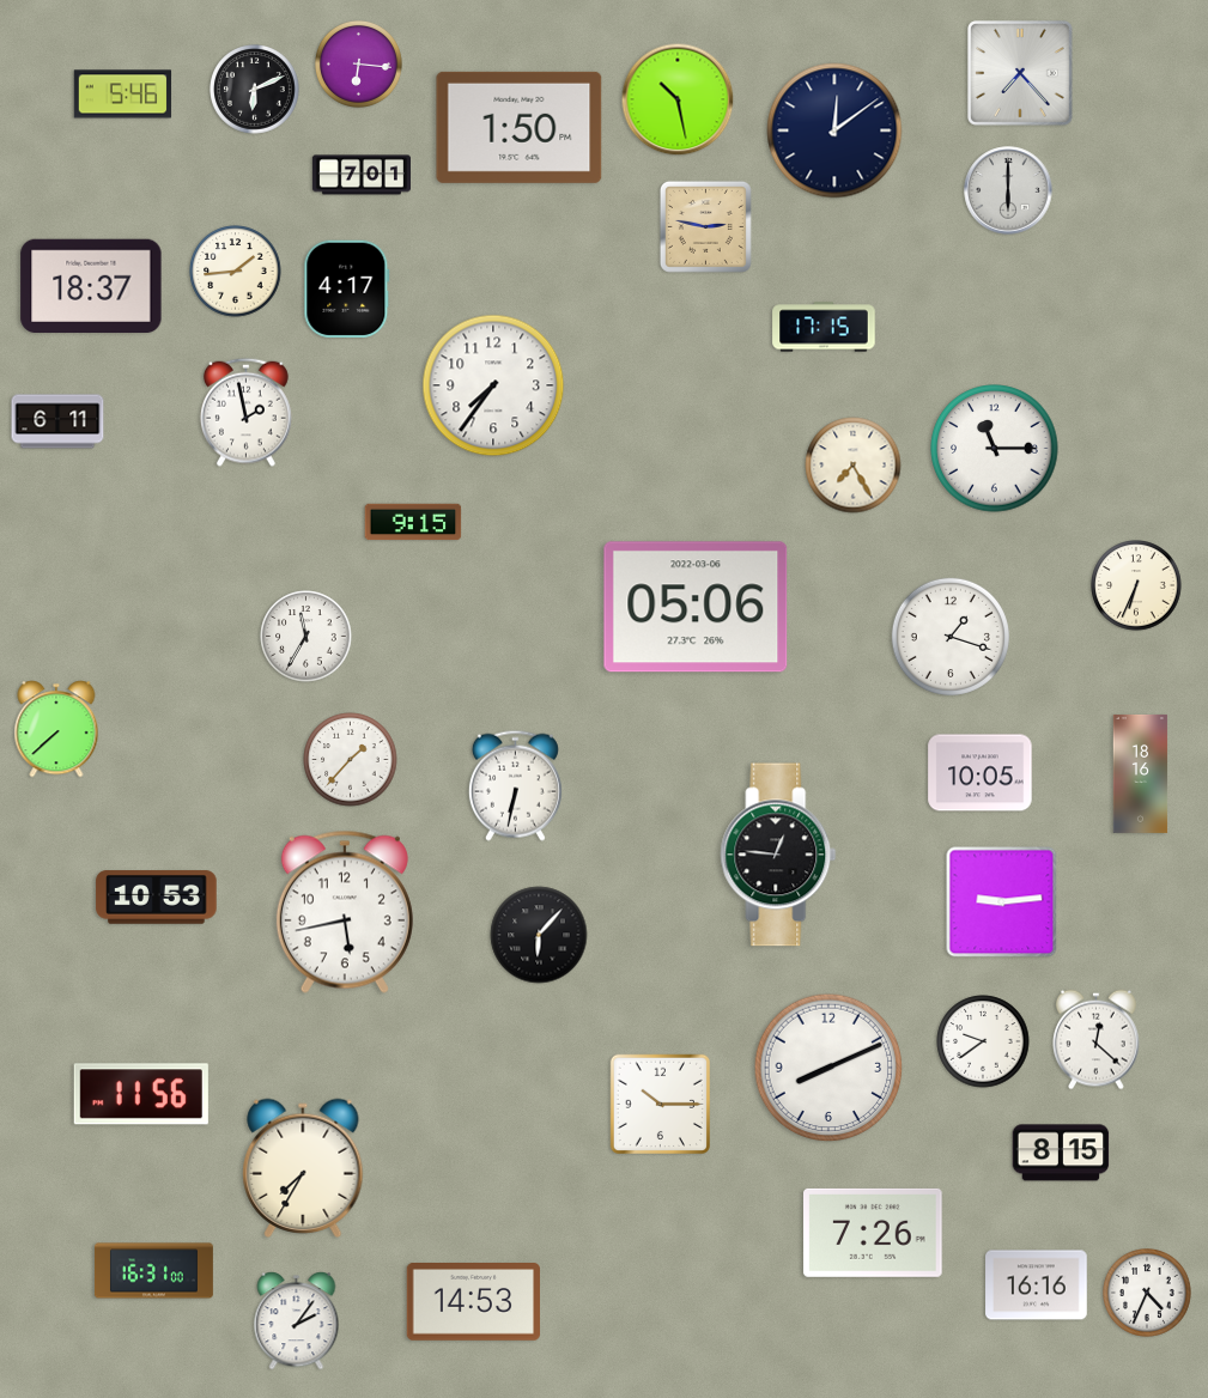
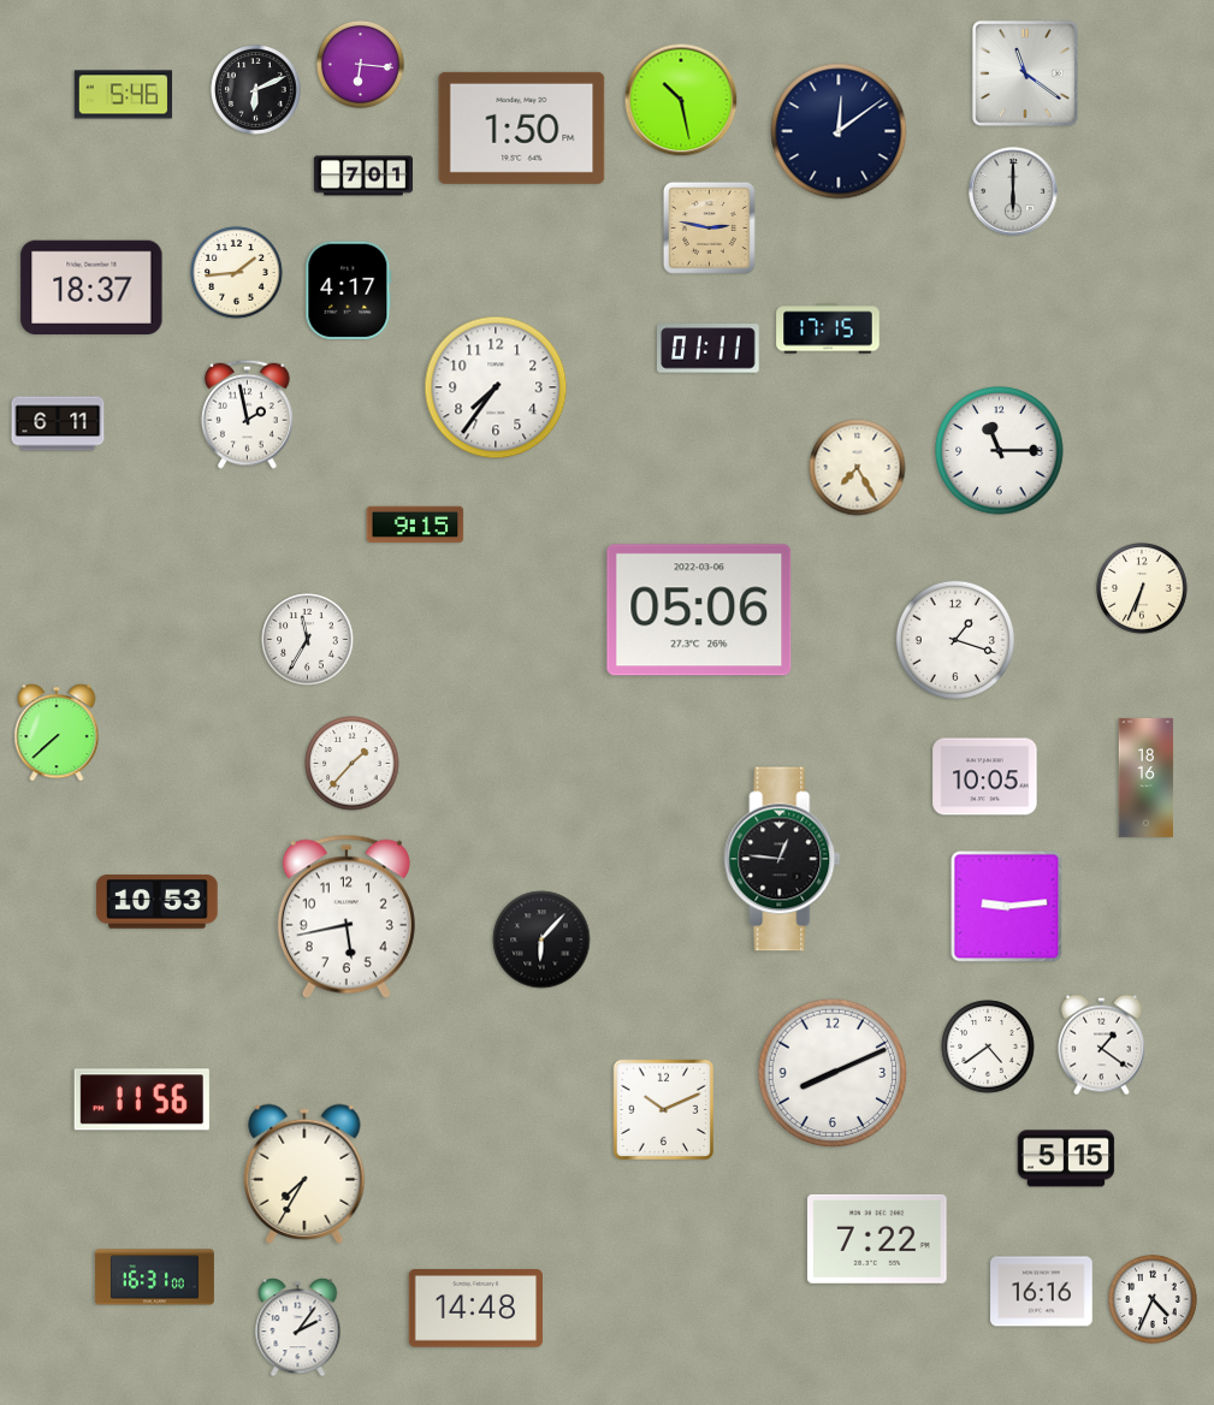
clock at (1021, 74): 7:23 -> 11:21
clock at (709, 349): none -> 01:11
clock at (515, 785): 6:32 -> none
clock at (1097, 1040): 12:22 -> 1:21
clock at (983, 1041): 9:39 -> 4:39
clock at (660, 1104): 10:15 -> 10:11
clock at (1061, 1153): 8:15 -> 5:15
clock at (874, 1233): 7:26 -> 7:22
clock at (473, 1302): 14:53 -> 14:48
